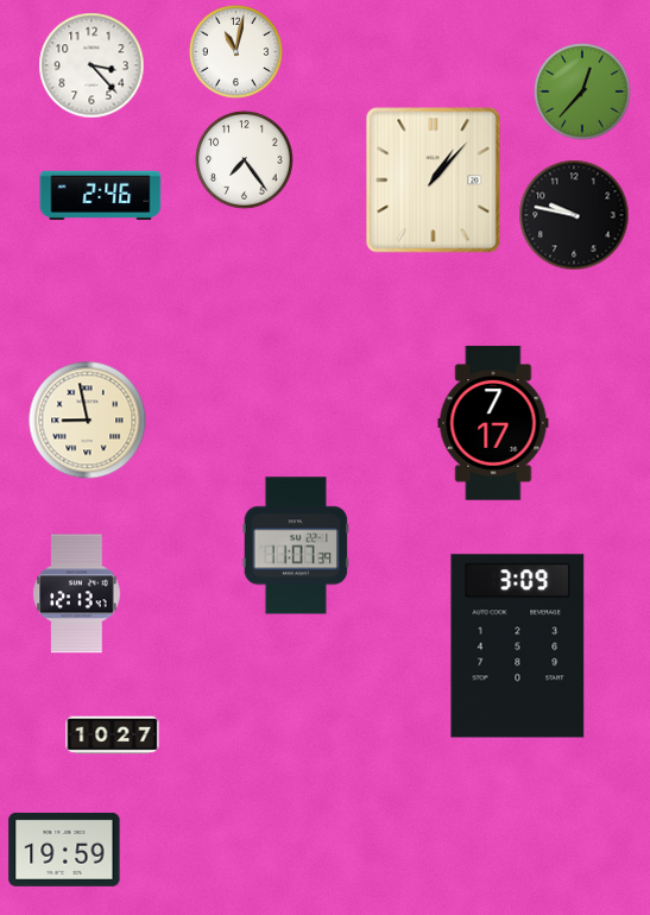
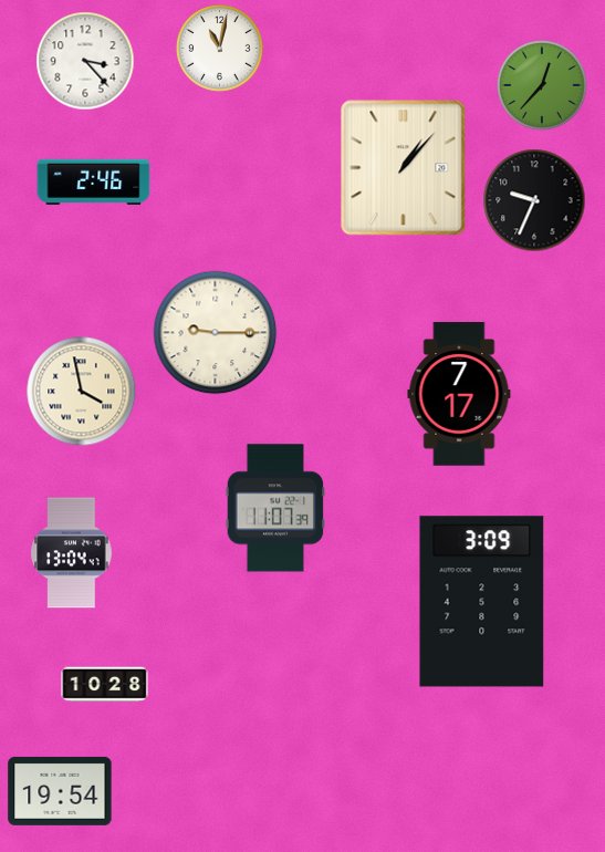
clock at (245, 160): 7:24 -> none
clock at (574, 215): 9:47 -> 9:34
clock at (216, 333): none -> 9:15
clock at (88, 421): 8:58 -> 3:58
clock at (77, 594): 12:13 -> 13:04
clock at (113, 736): 10:27 -> 10:28
clock at (64, 850): 19:59 -> 19:54
